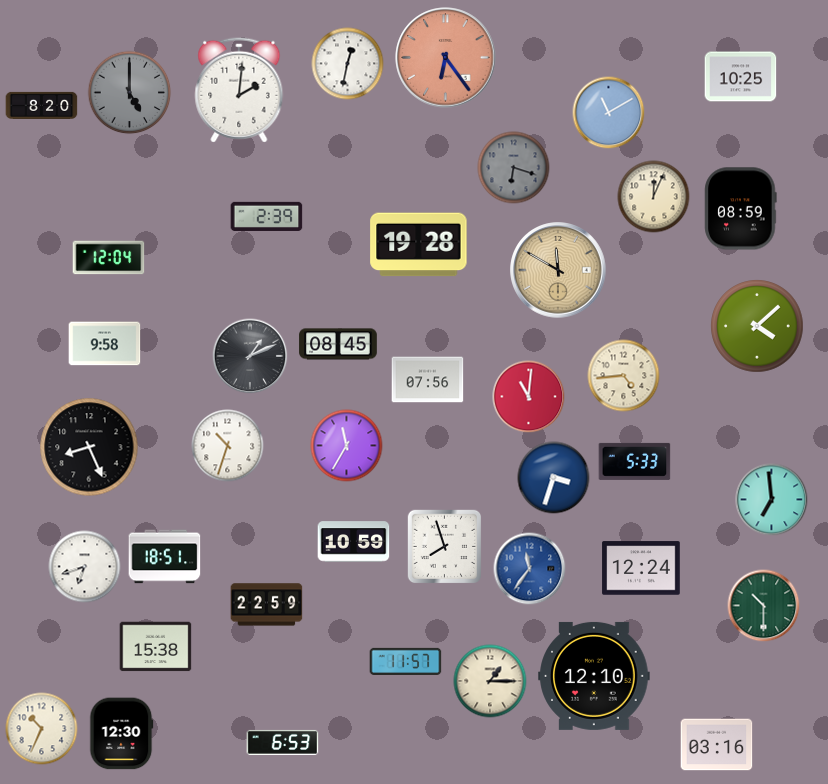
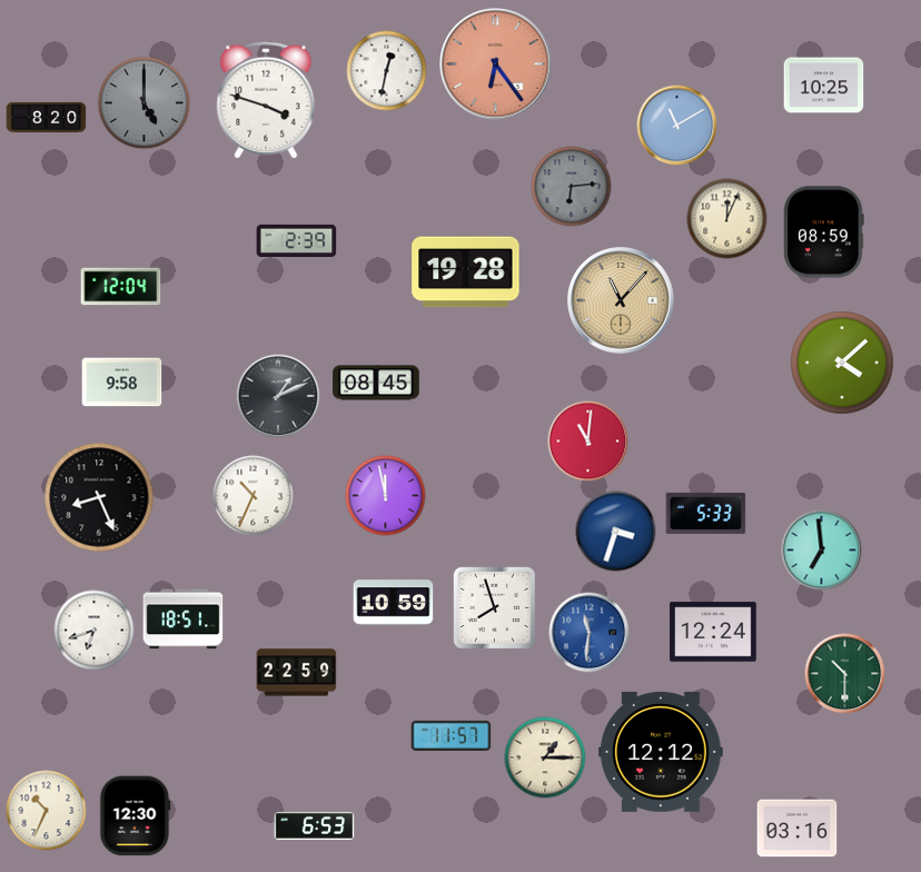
clock at (239, 90): 2:01 -> 3:48
clock at (514, 168): 6:18 -> 6:14
clock at (558, 270): 11:50 -> 11:07
clock at (105, 344) position: (105, 344) -> (122, 383)
clock at (624, 376): 4:44 -> none
clock at (428, 380): 07:56 -> none
clock at (228, 446): 10:33 -> 10:34
clock at (347, 446): 11:35 -> 11:58
clock at (772, 500) position: (772, 500) -> (822, 551)
clock at (530, 569): 11:36 -> 11:31
clock at (764, 606) position: (764, 606) -> (845, 674)
clock at (156, 647): 15:38 -> none
clock at (594, 676): 12:10 -> 12:12
